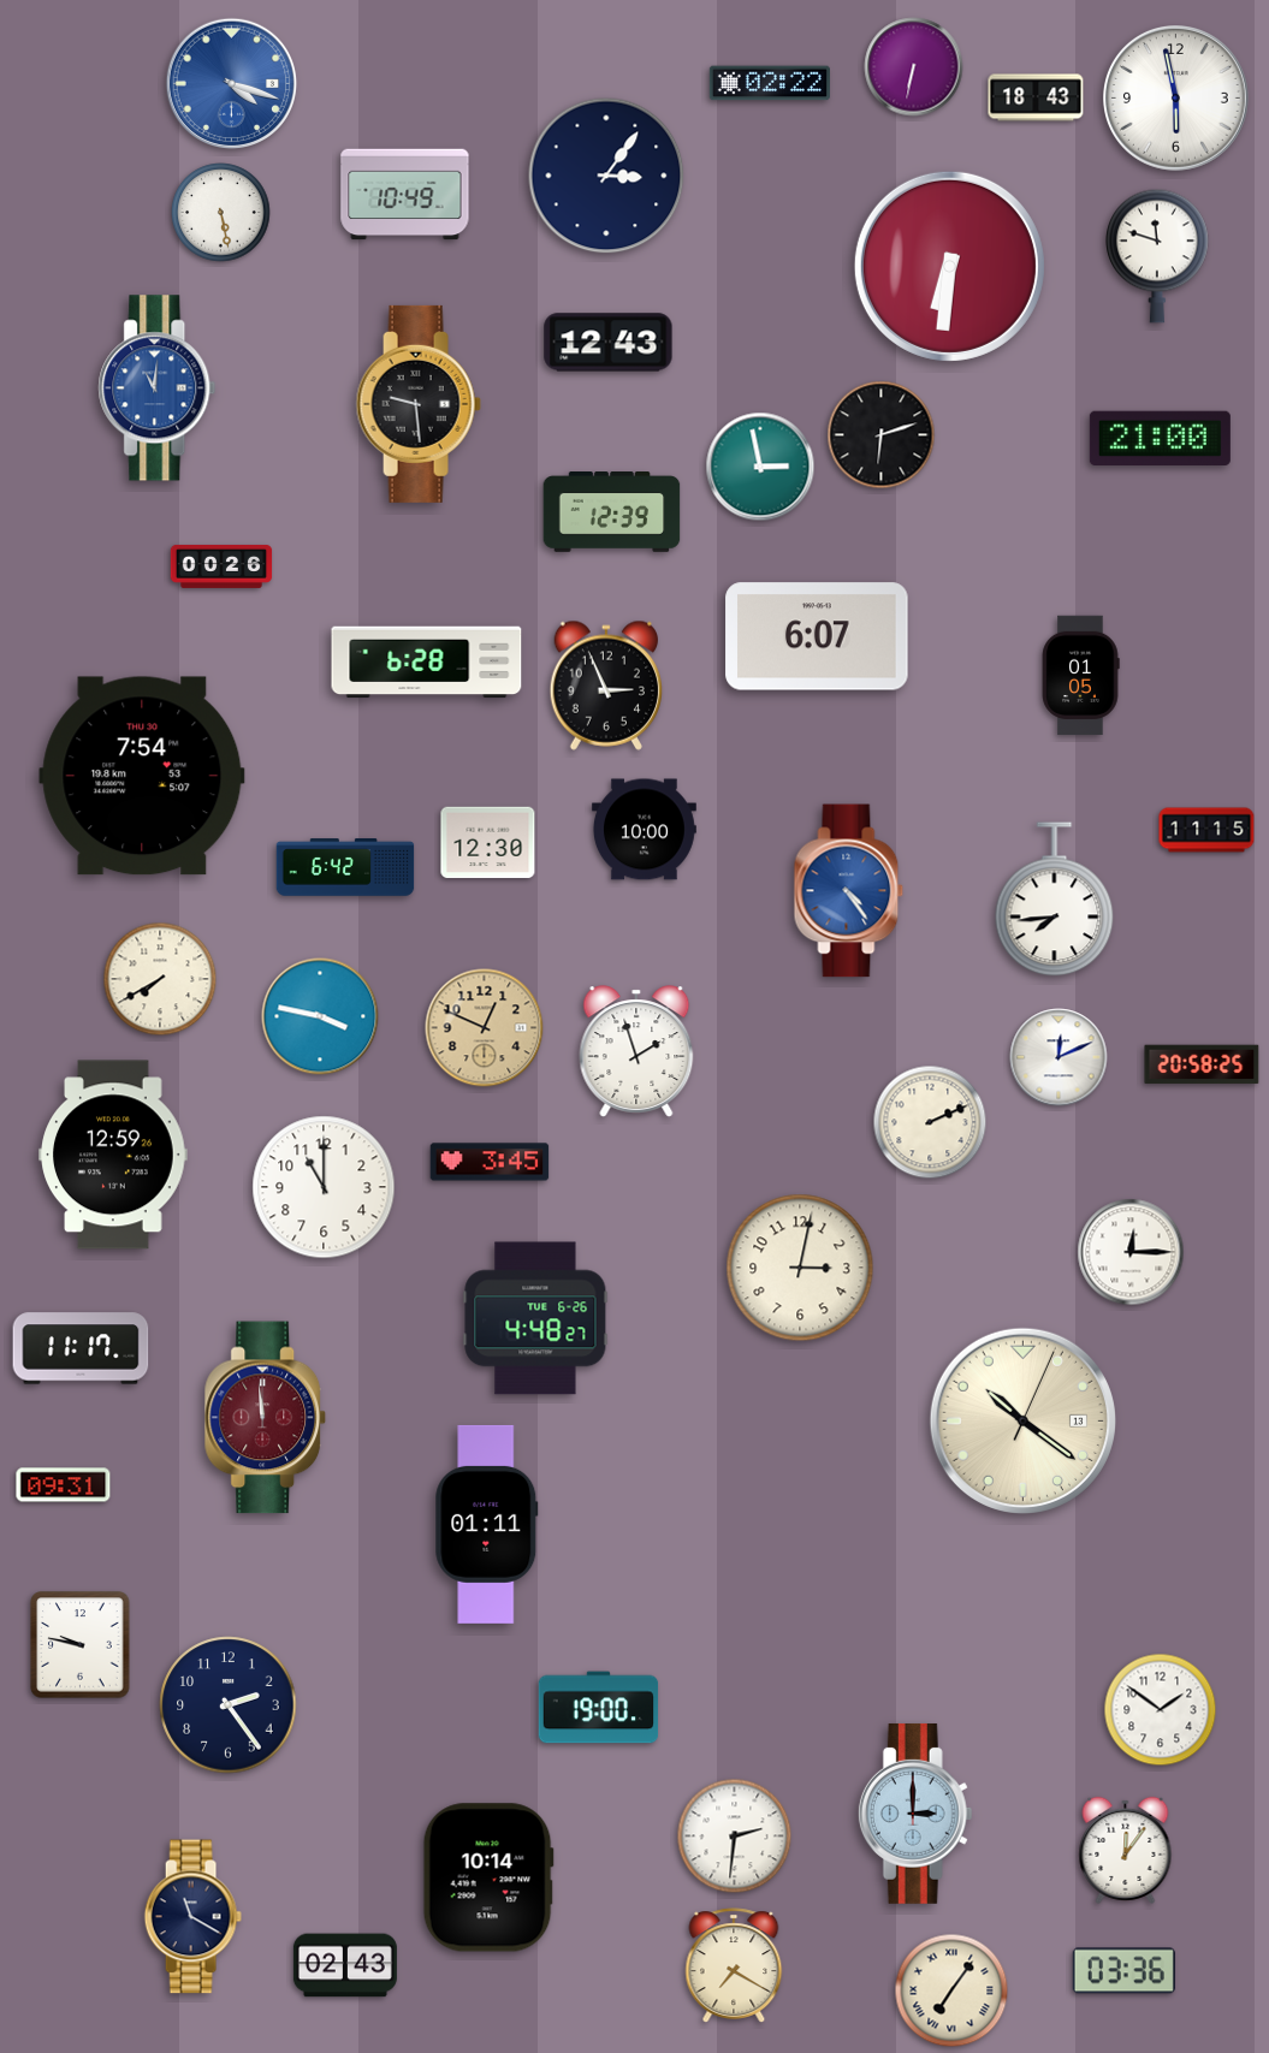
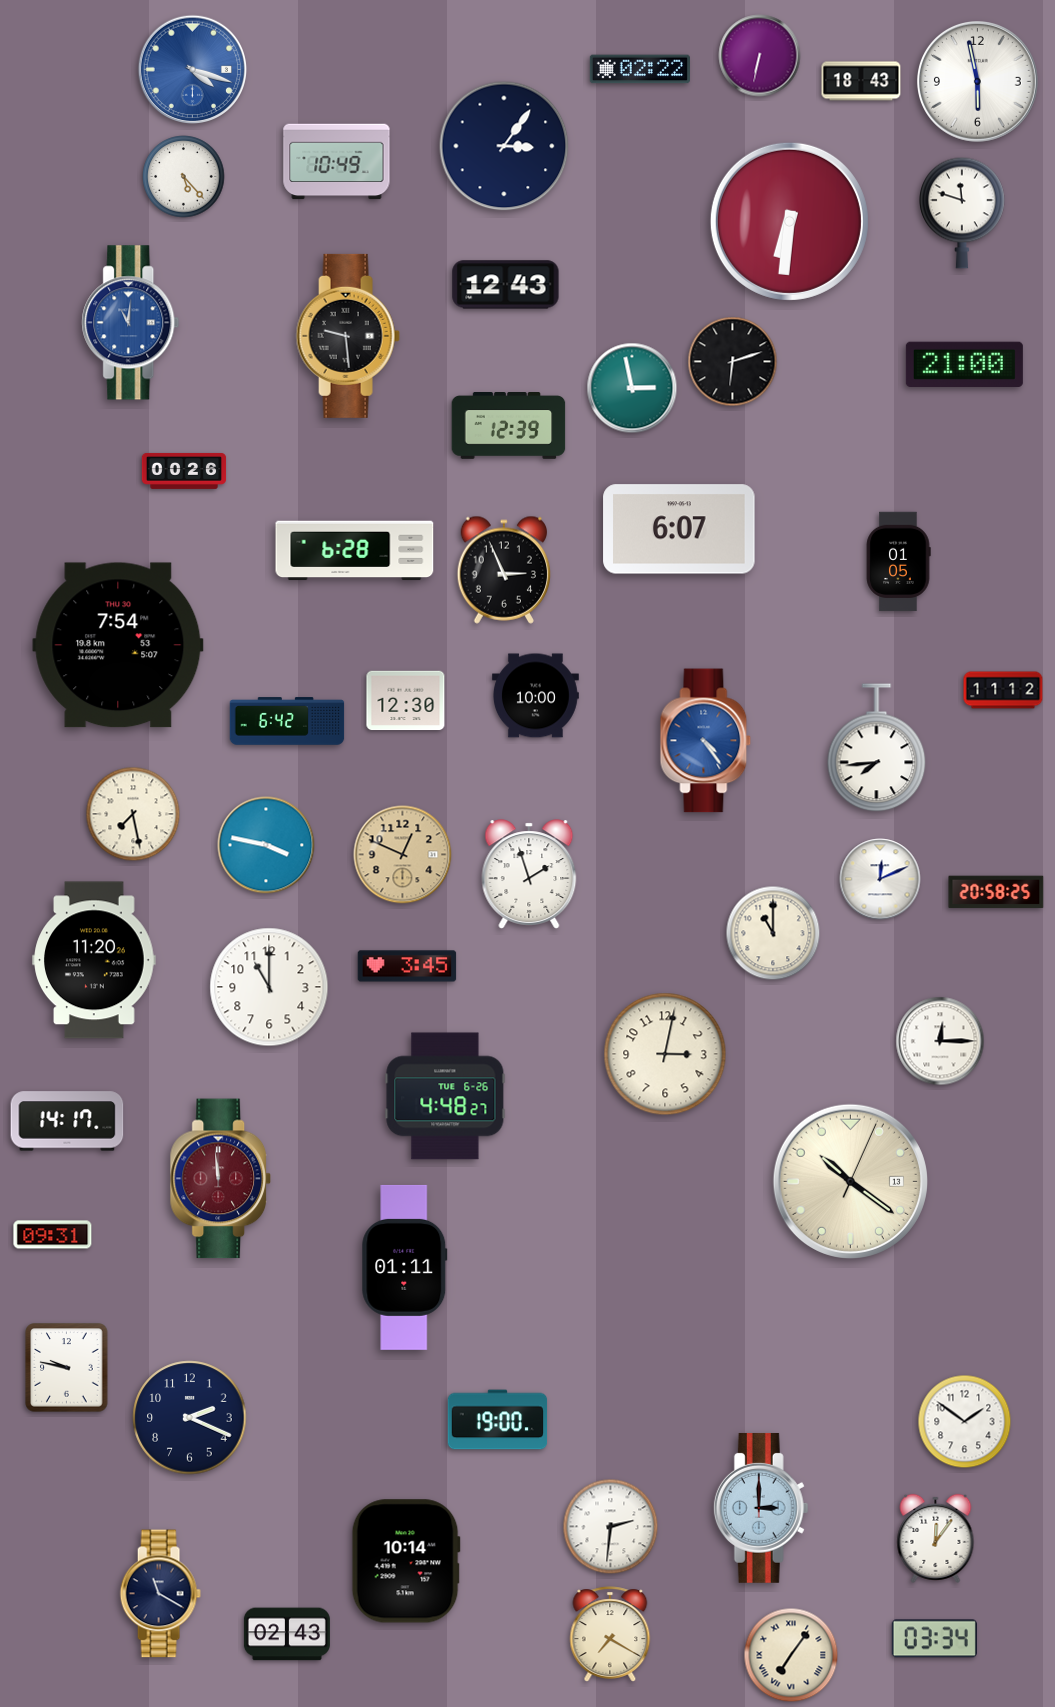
clock at (221, 213): 5:28 -> 5:23
clock at (644, 830) position: (644, 830) -> (535, 696)
clock at (1206, 830): 11:15 -> 11:12
clock at (160, 979): 7:40 -> 7:28
clock at (1202, 1064) position: (1202, 1064) -> (996, 892)
clock at (930, 1122): 2:11 -> 11:00
clock at (113, 1155): 12:59 -> 11:20
clock at (81, 1348): 11:17 -> 14:17
clock at (229, 1705): 2:24 -> 2:19
clock at (1123, 1971): 03:36 -> 03:34
